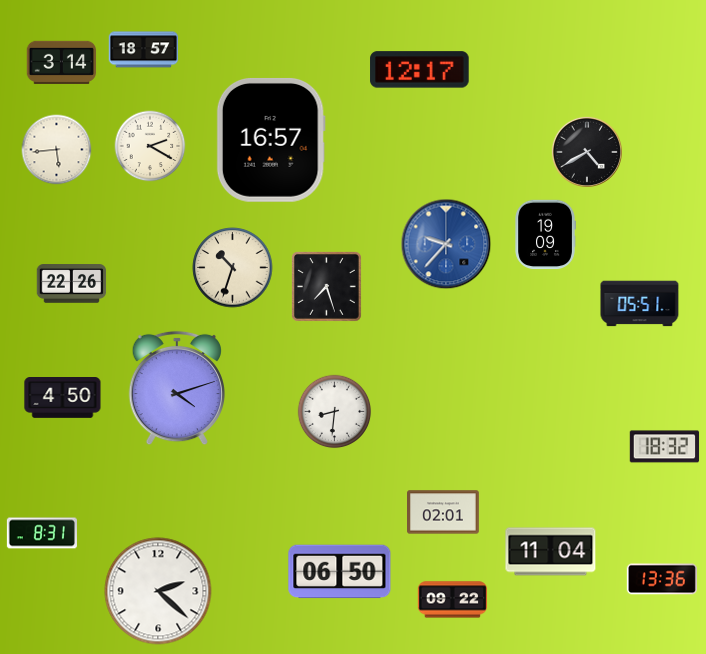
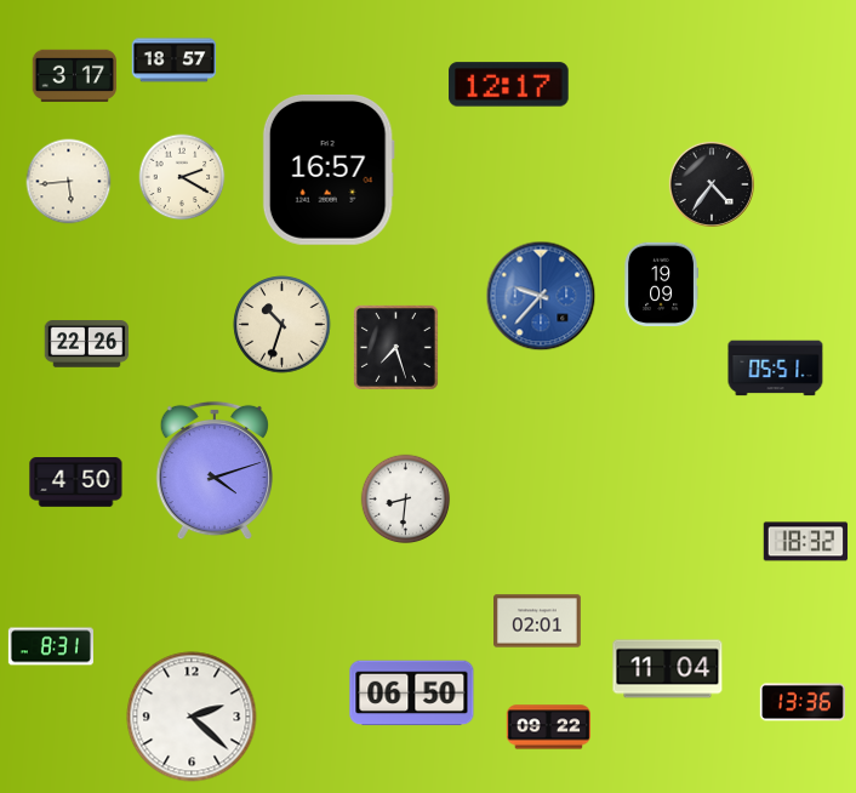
clock at (62, 62): 3:14 -> 3:17
clock at (587, 152): 4:40 -> 4:36
